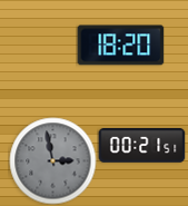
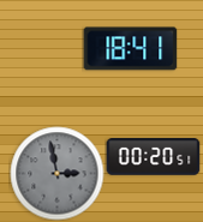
clock at (120, 46): 18:20 -> 18:41
clock at (141, 146): 00:21 -> 00:20
